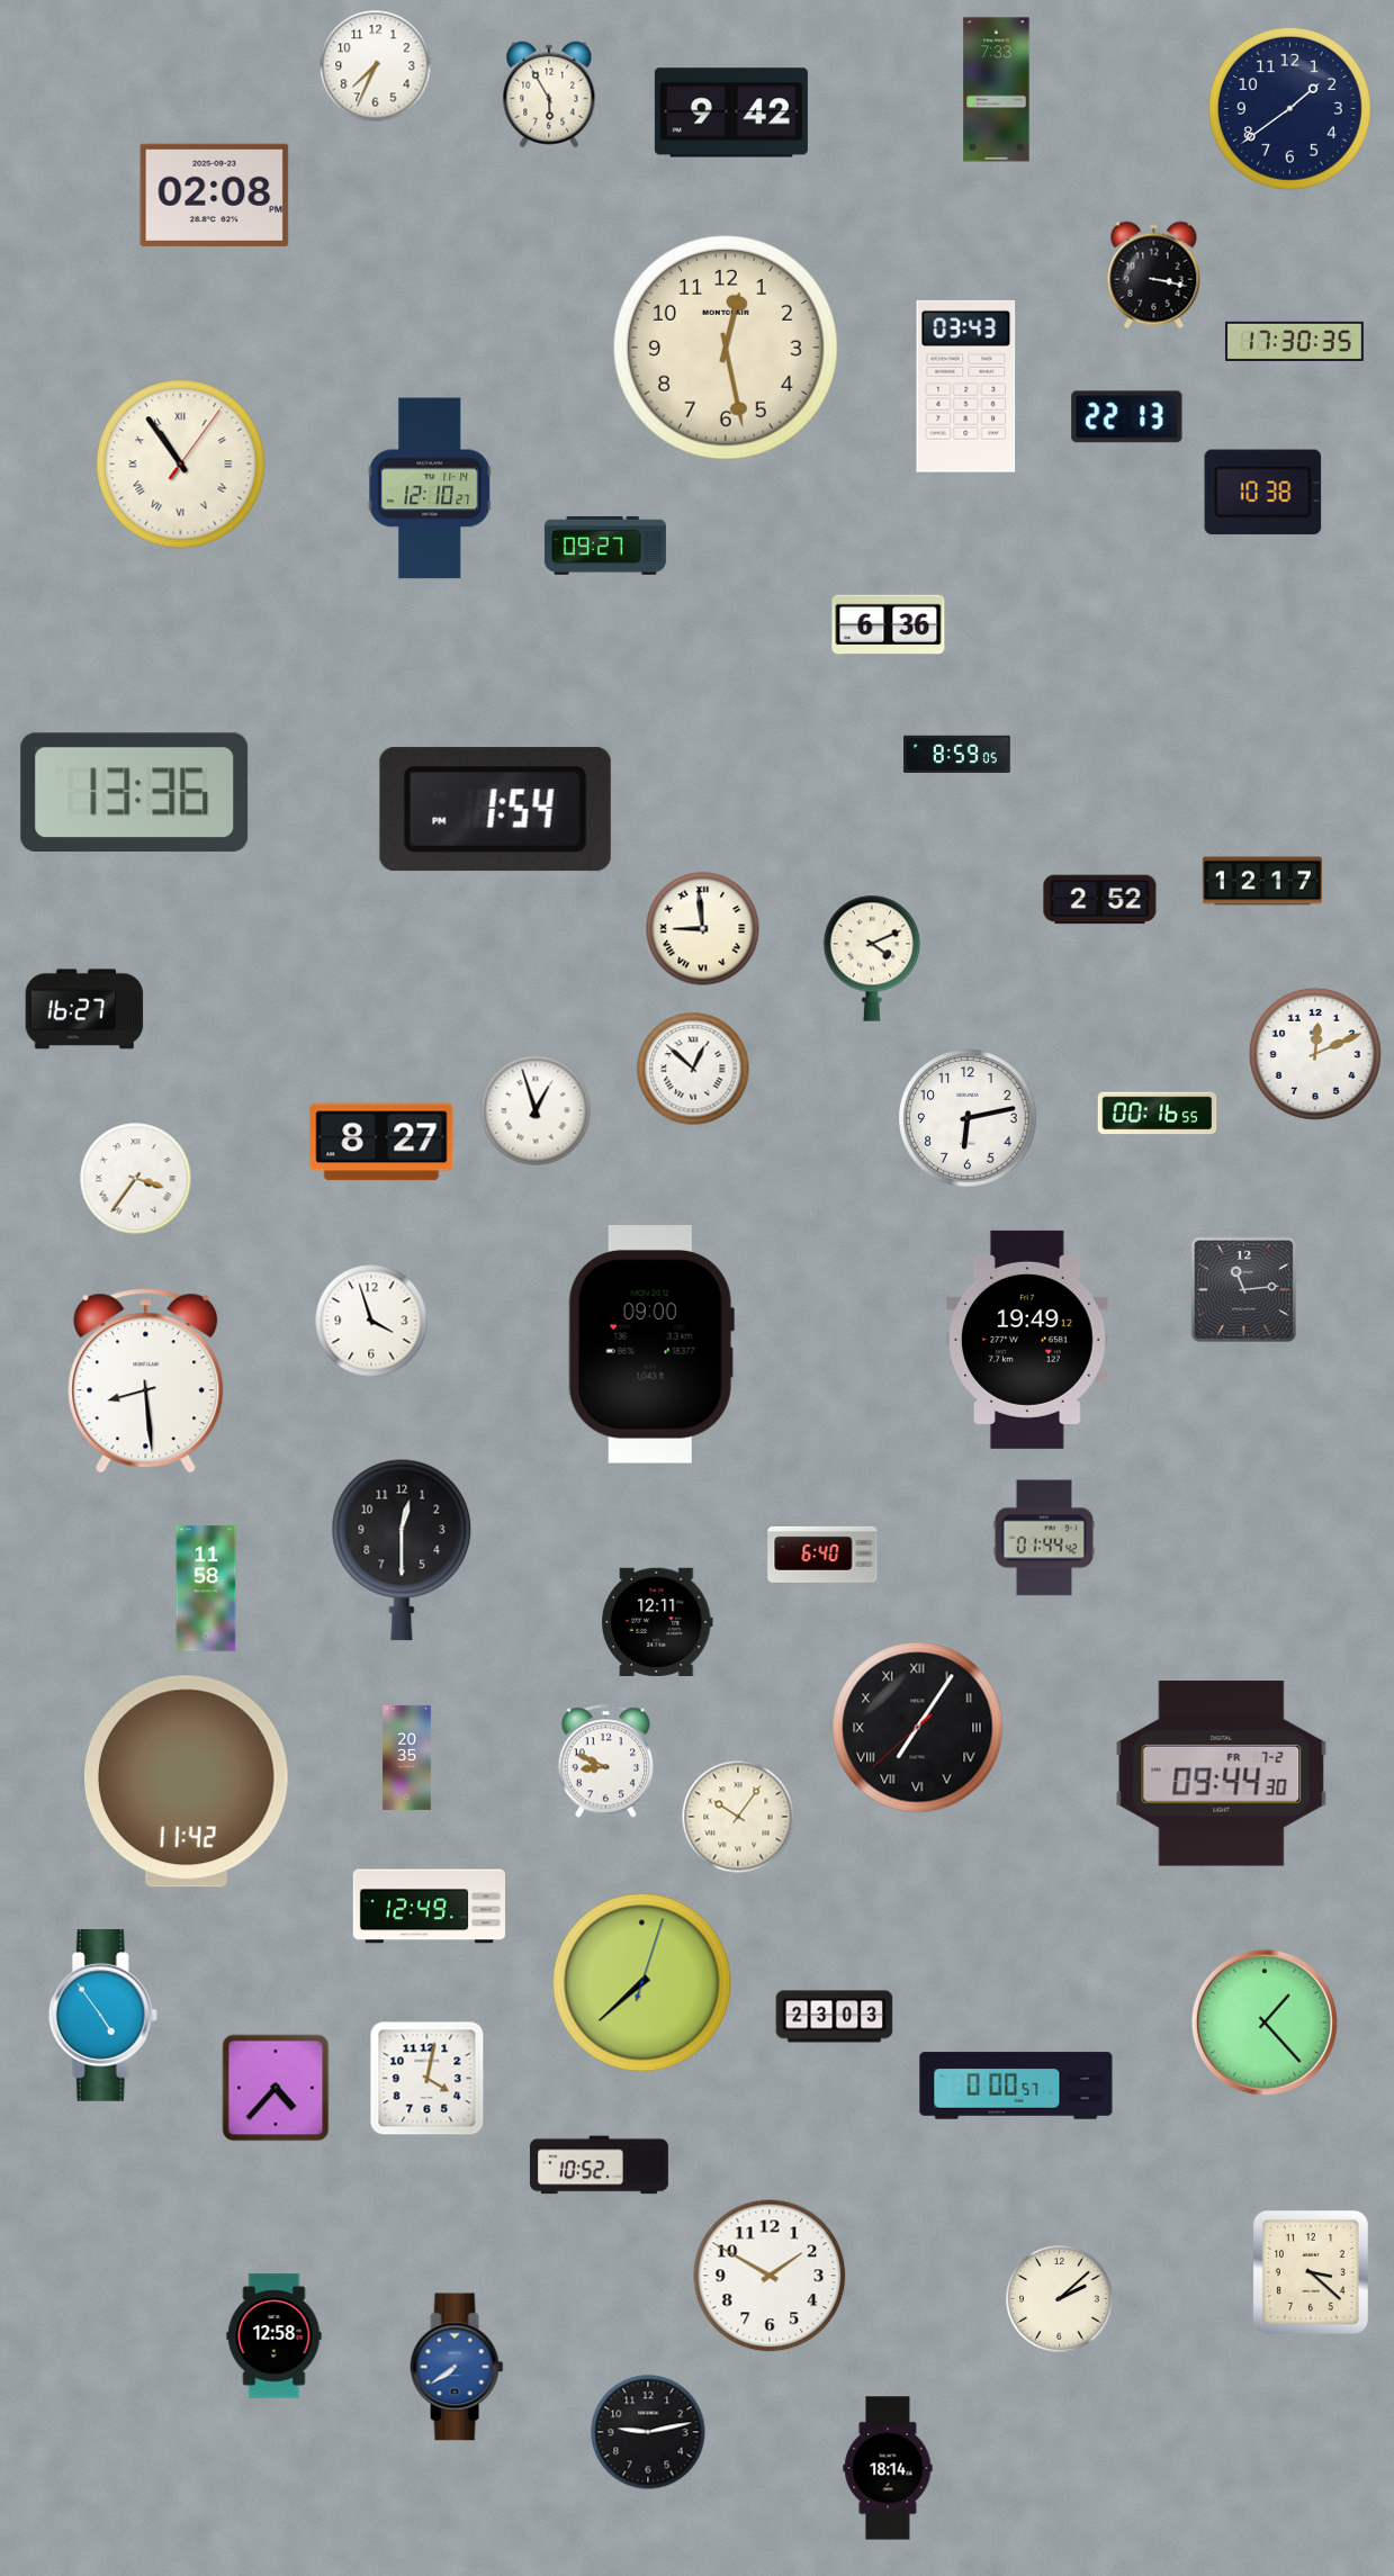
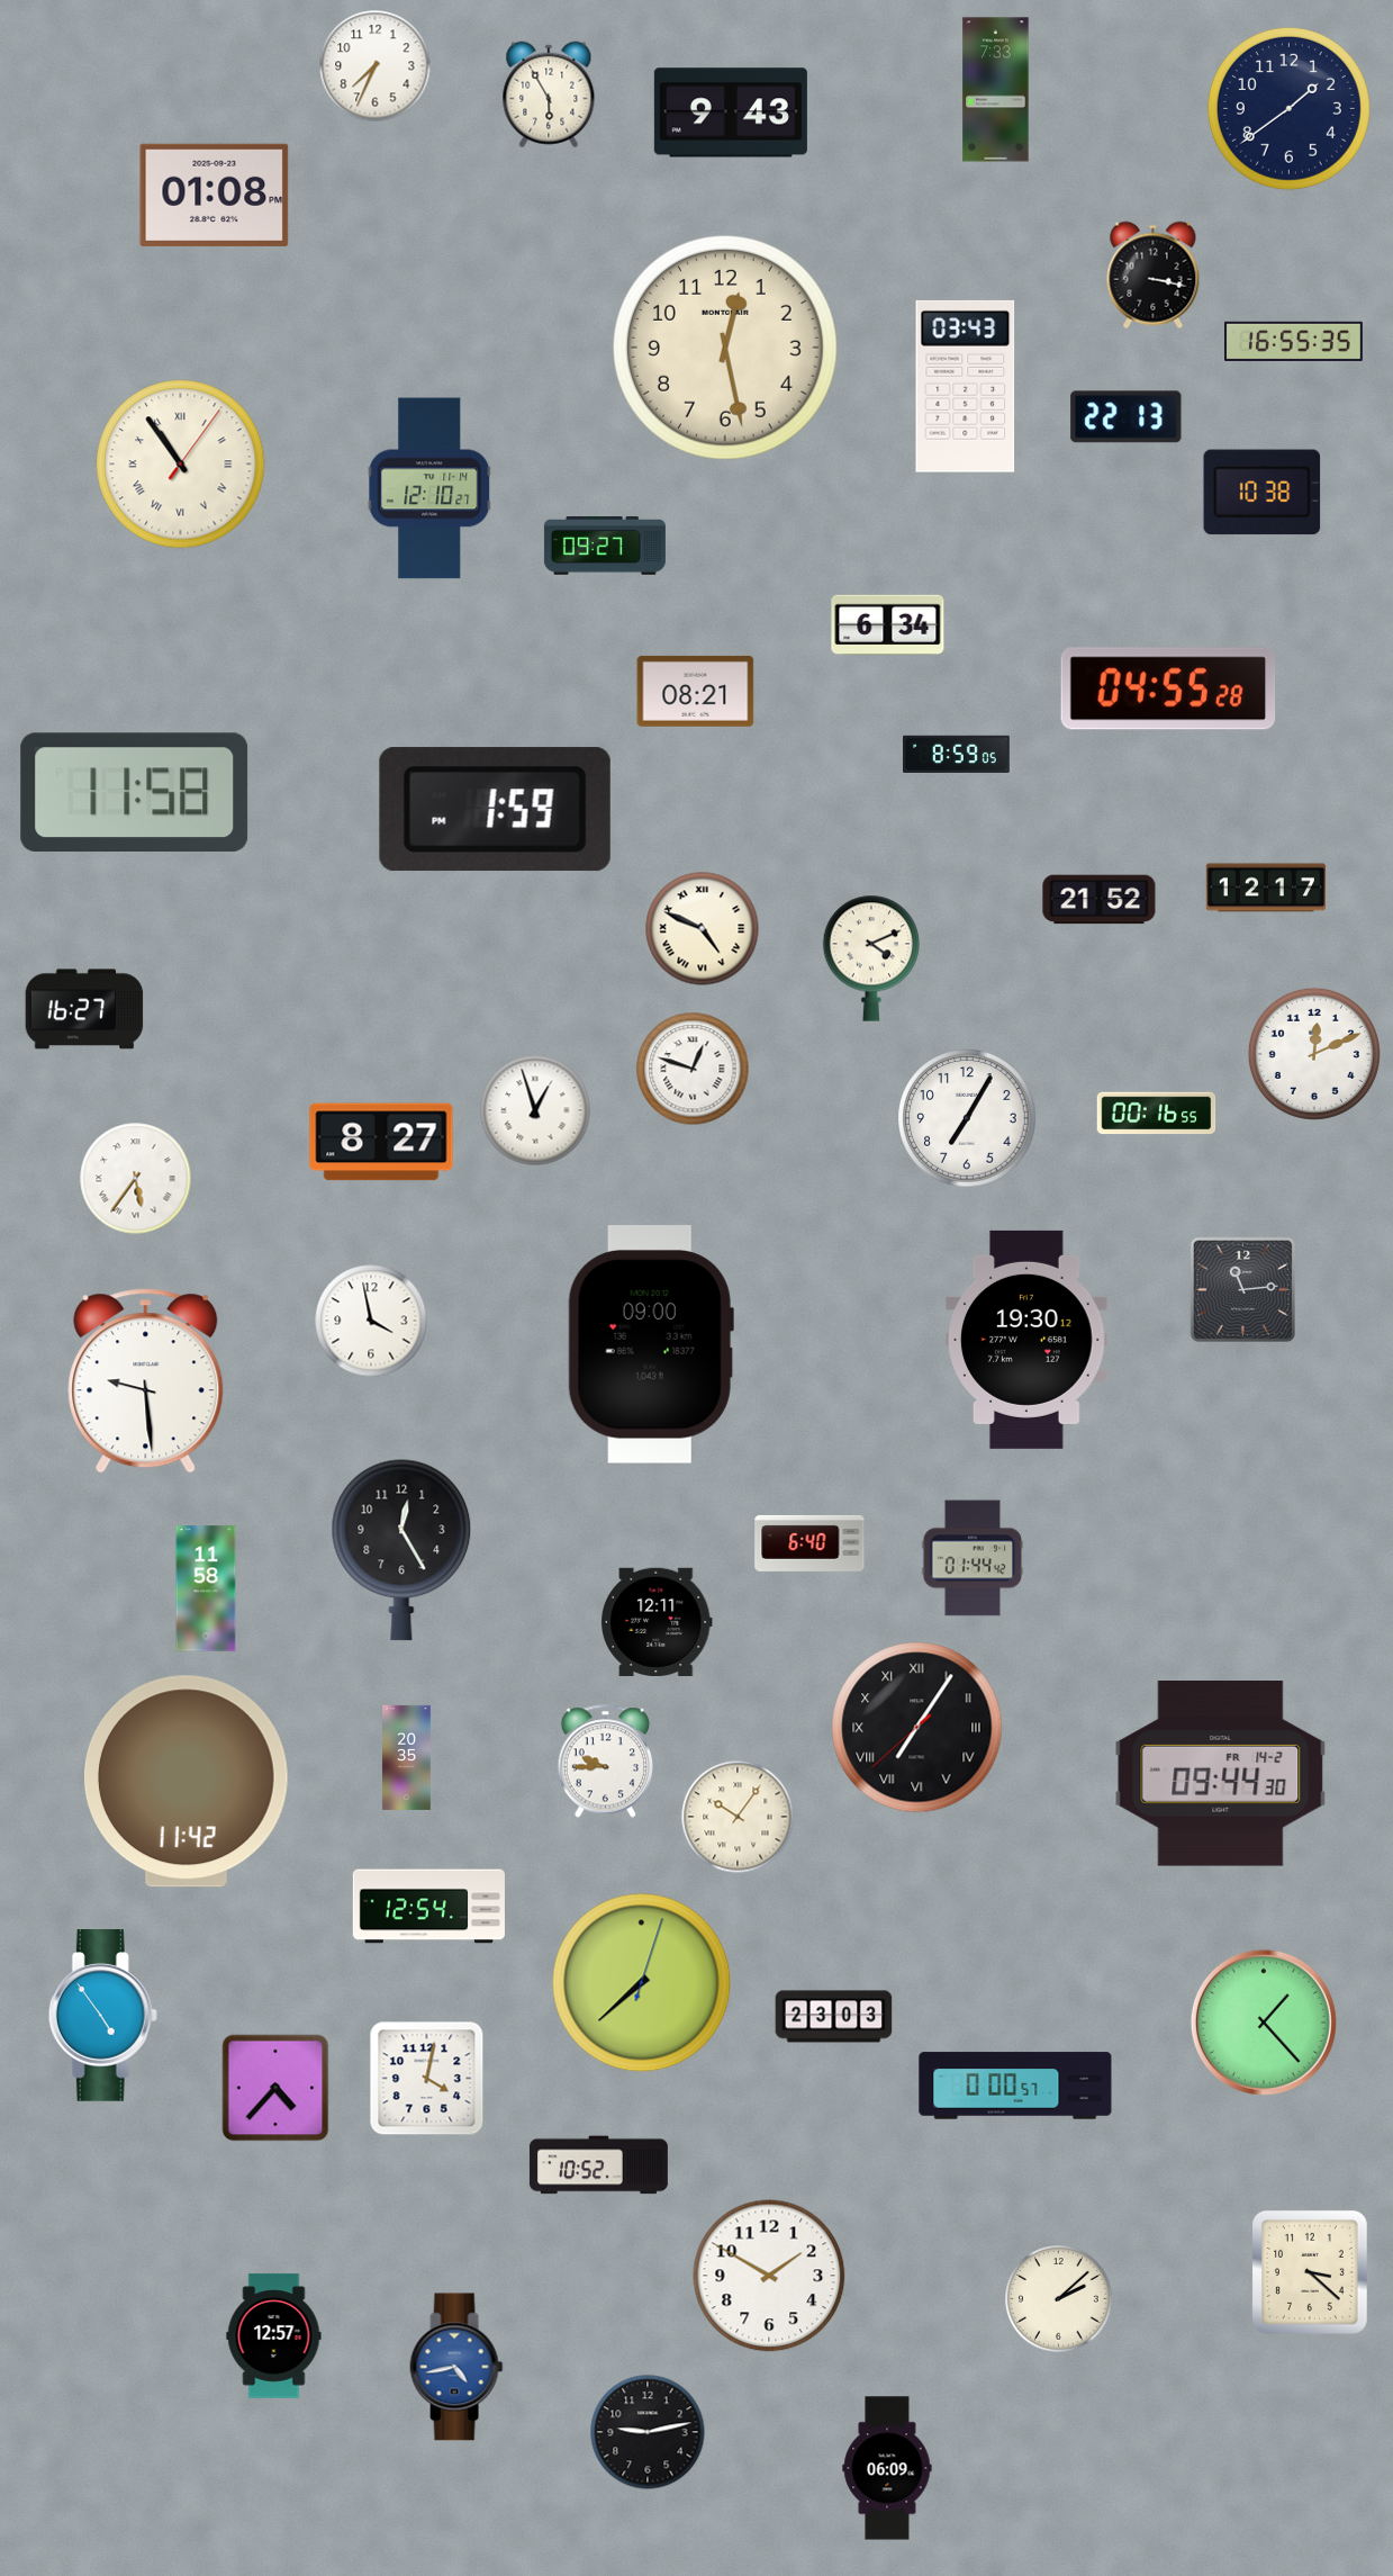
clock at (731, 112): 9:42 -> 9:43
clock at (215, 195): 02:08 -> 01:08
clock at (1294, 341): 17:30 -> 16:55
clock at (889, 625): 6:36 -> 6:34
clock at (1168, 688): none -> 04:55
clock at (696, 691): none -> 08:21
clock at (135, 792): 13:36 -> 11:58
clock at (495, 810): 1:54 -> 1:59
clock at (1261, 881) position: (1261, 881) -> (1265, 888)
clock at (1100, 900): 2:52 -> 21:52
clock at (703, 929): 8:59 -> 4:49
clock at (693, 1069): 12:52 -> 12:48
clock at (968, 1118): 6:13 -> 7:05
clock at (136, 1179): 3:36 -> 5:36
clock at (371, 1321): 3:57 -> 3:58
clock at (1027, 1340): 19:49 -> 19:30
clock at (146, 1381): 8:29 -> 9:29
clock at (1044, 1538) position: (1044, 1538) -> (973, 1558)
clock at (402, 1550): 12:30 -> 12:25
clock at (822, 1555) position: (822, 1555) -> (809, 1543)
clock at (606, 1762): 8:49 -> 9:45
clock at (1222, 1774) date: FR 7-2 -> FR 14-2
clock at (429, 1907): 12:49 -> 12:54
clock at (275, 2336): 12:58 -> 12:57
clock at (457, 2367): 7:39 -> 4:43
clock at (888, 2468): 18:14 -> 06:09
